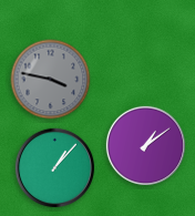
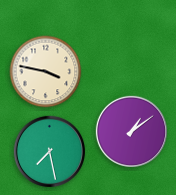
clock at (51, 80) dial: grey -> cream
clock at (54, 167): 1:07 -> 7:28
